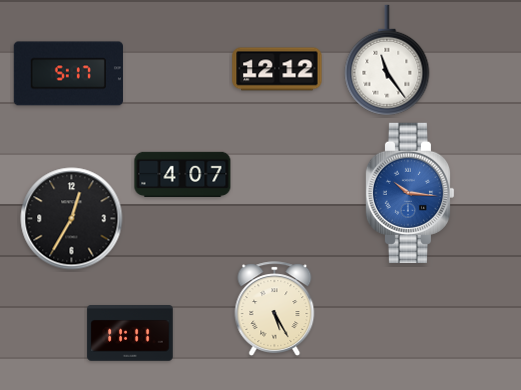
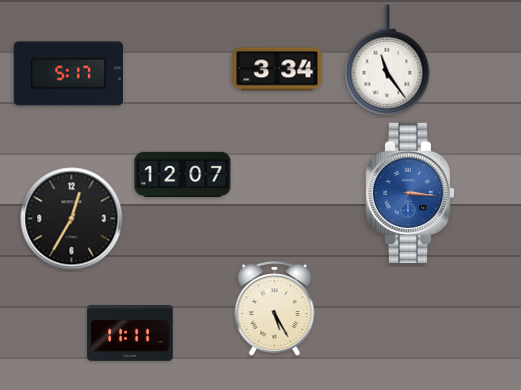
clock at (277, 69): 12:12 -> 3:34
clock at (183, 174): 4:07 -> 12:07
clock at (410, 193): 10:16 -> 3:16
